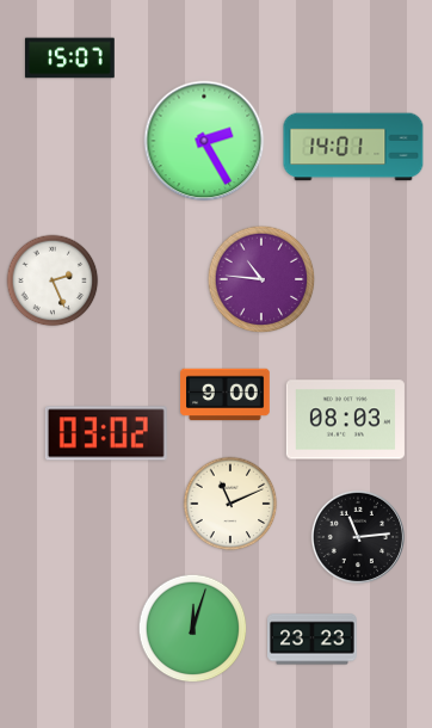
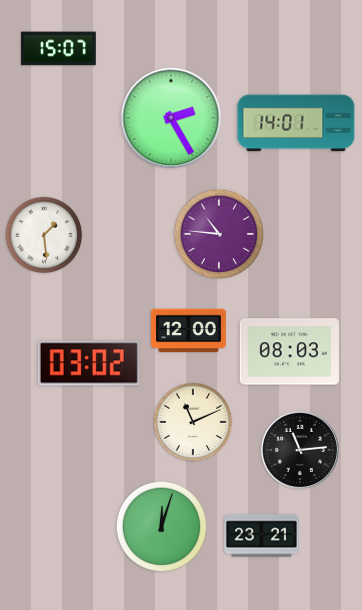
clock at (53, 280): 2:26 -> 1:29
clock at (226, 395): 9:00 -> 12:00
clock at (313, 640): 23:23 -> 23:21
